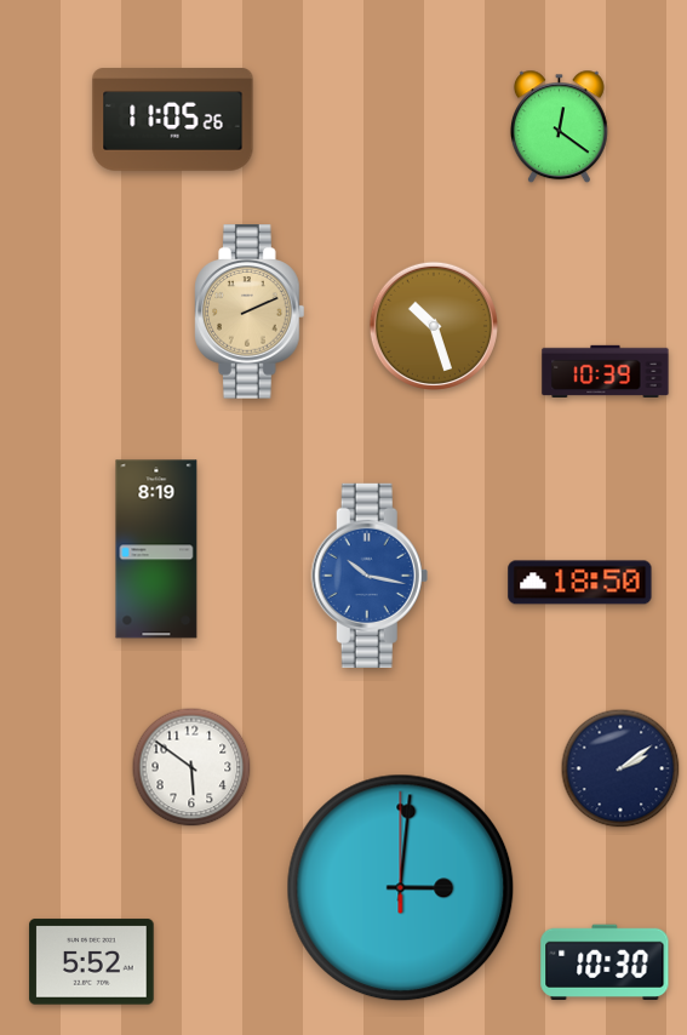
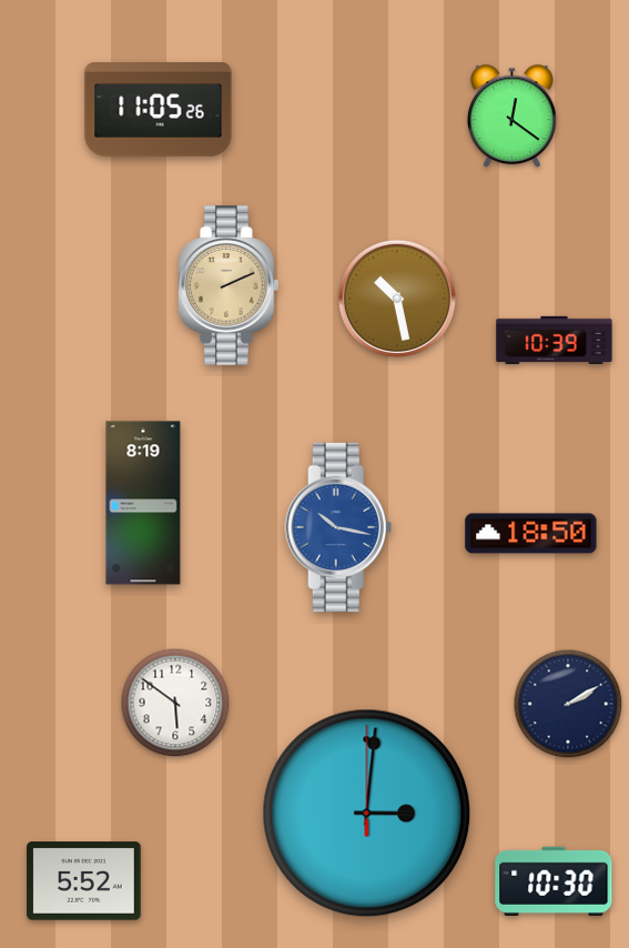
clock at (434, 326): 10:27 -> 10:28
clock at (620, 768): 2:09 -> 2:10
